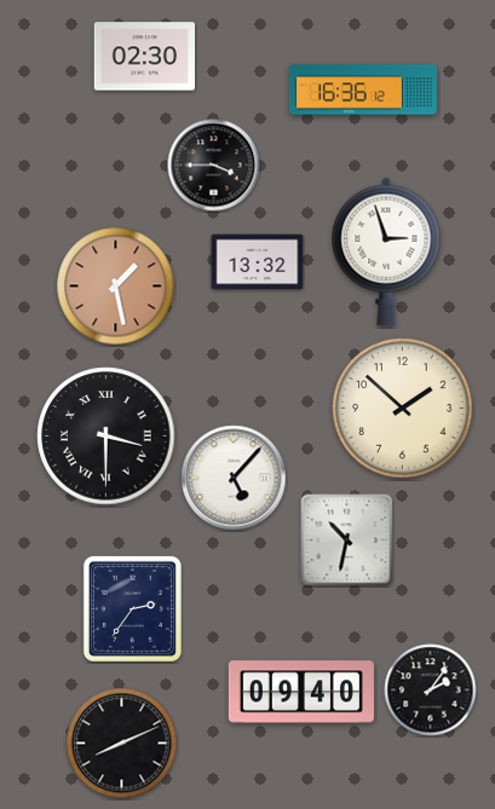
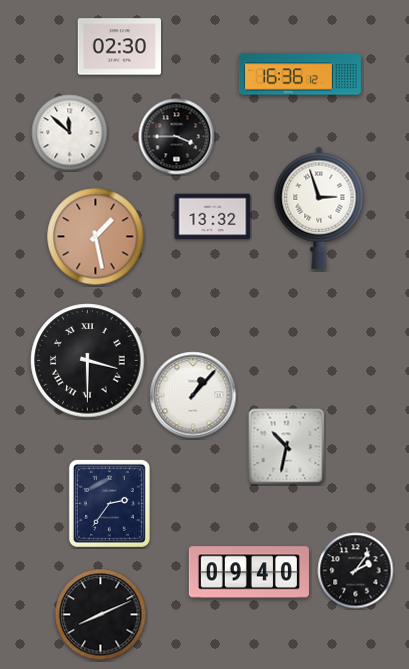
clock at (70, 133): none -> 11:52
clock at (403, 409): 1:52 -> none
clock at (234, 478): 5:07 -> 1:07
